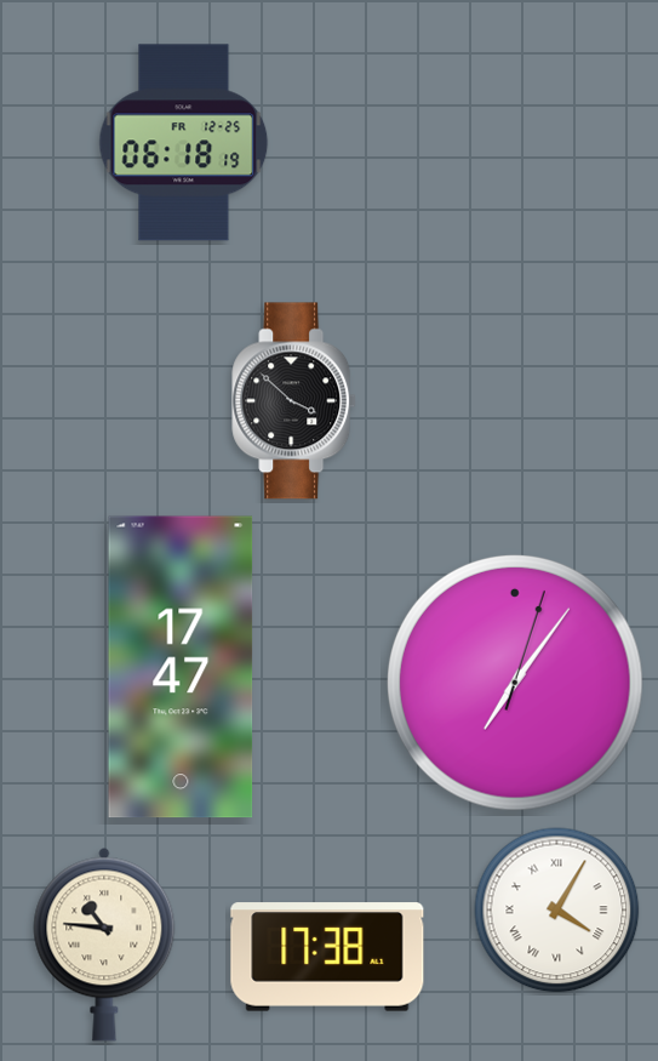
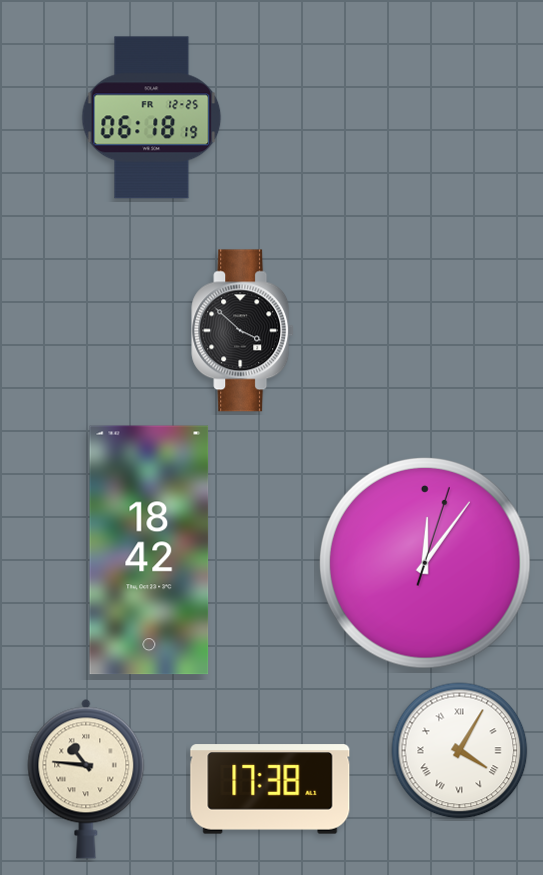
clock at (181, 667): 17:47 -> 18:42
clock at (516, 684): 7:06 -> 12:06
